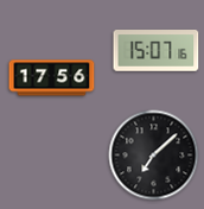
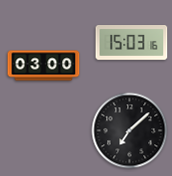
clock at (157, 51): 15:07 -> 15:03
clock at (52, 78): 17:56 -> 03:00
